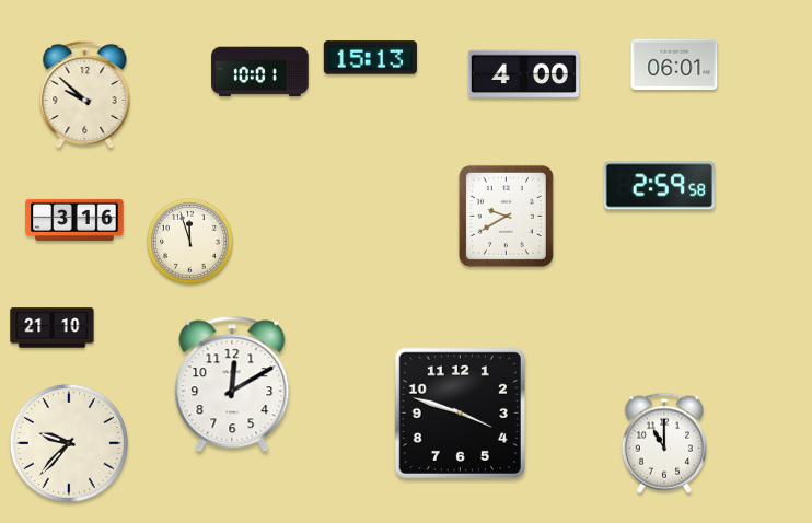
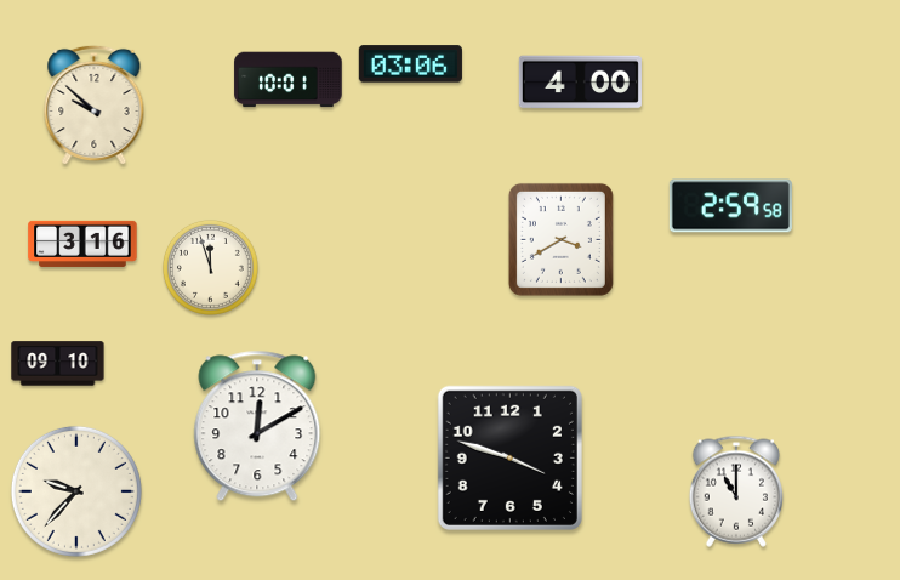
clock at (370, 58): 15:13 -> 03:06
clock at (674, 63): 06:01 -> none
clock at (506, 216): 9:40 -> 3:40
clock at (53, 328): 21:10 -> 09:10
